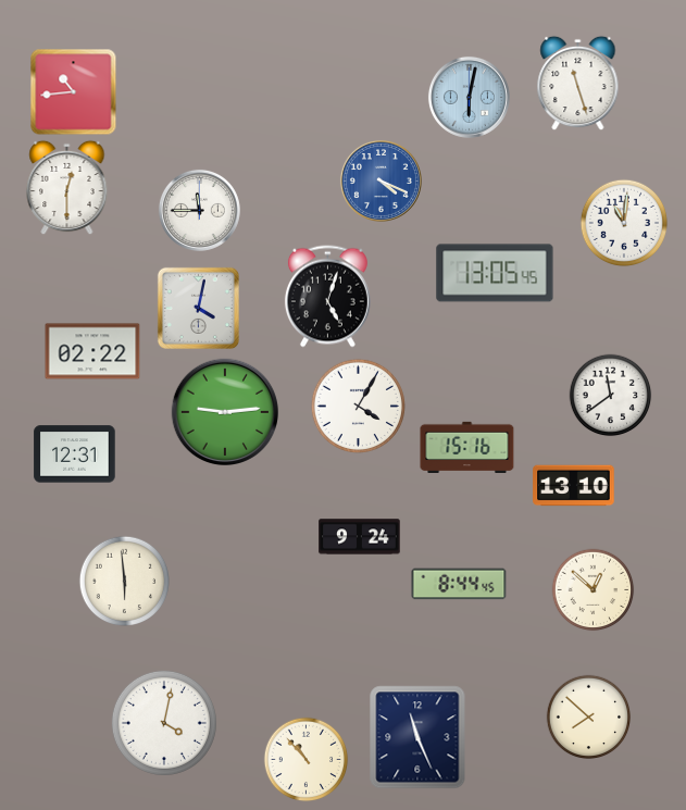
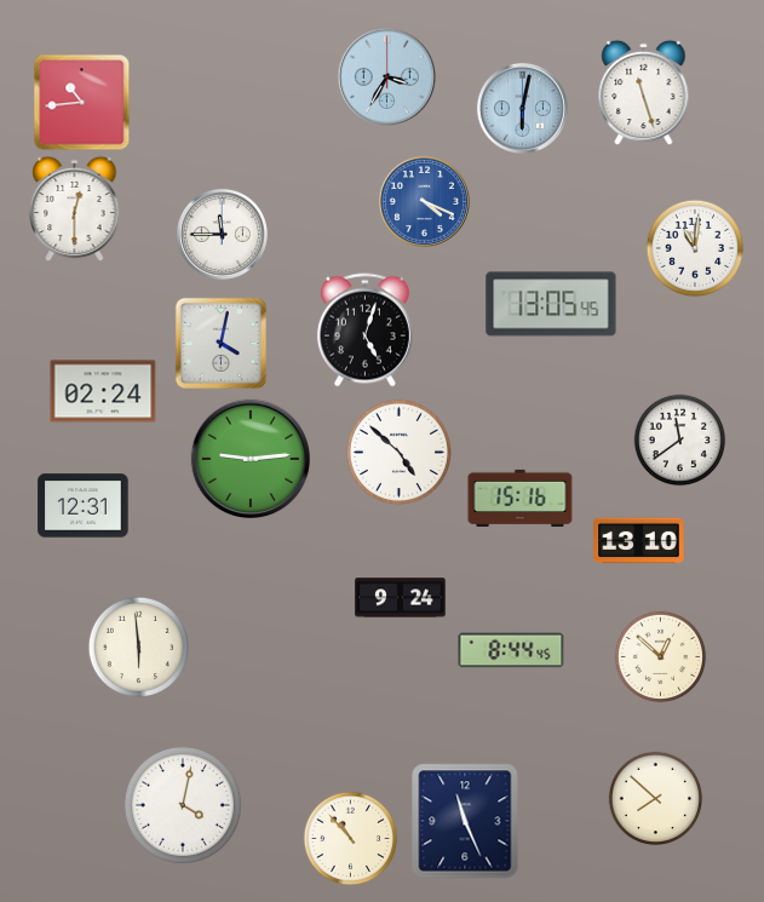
clock at (386, 76): none -> 3:35
clock at (92, 351): 02:22 -> 02:24
clock at (358, 406): 4:05 -> 4:52
clock at (307, 760) position: (307, 760) -> (351, 839)
